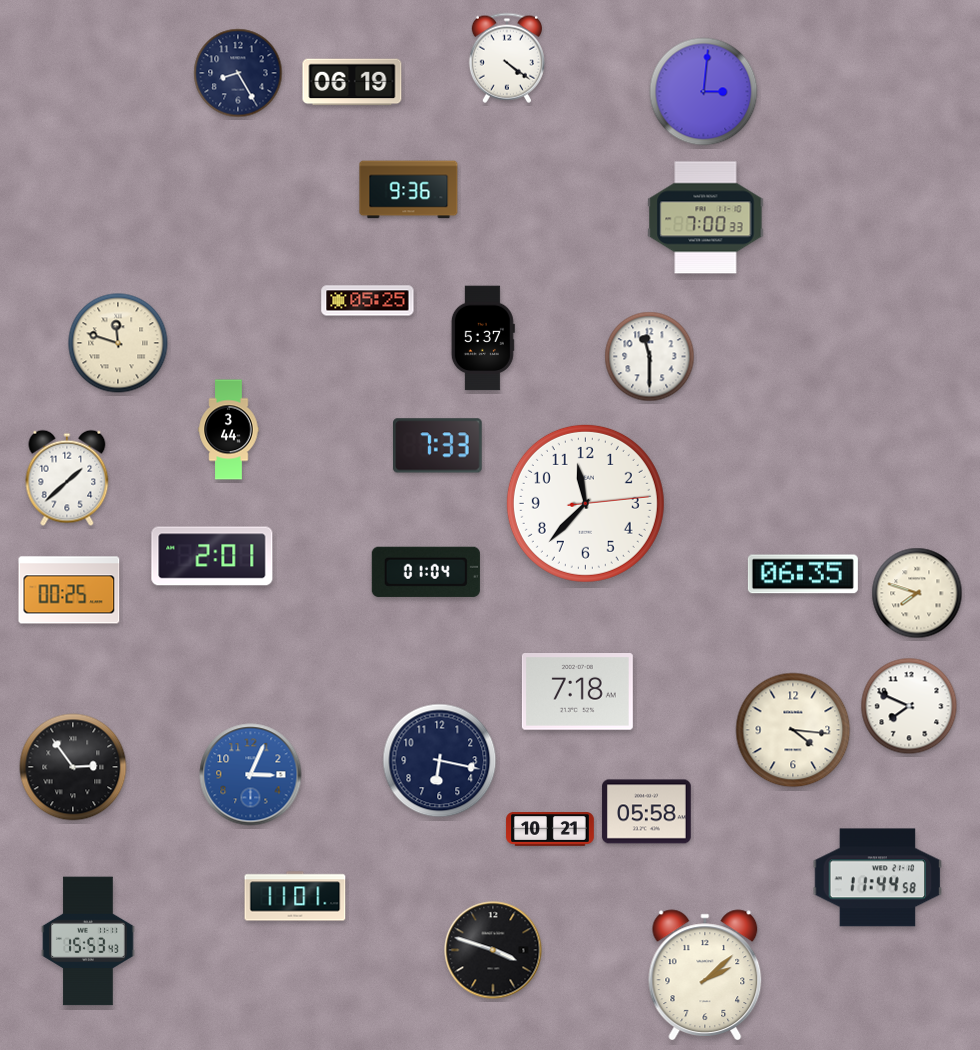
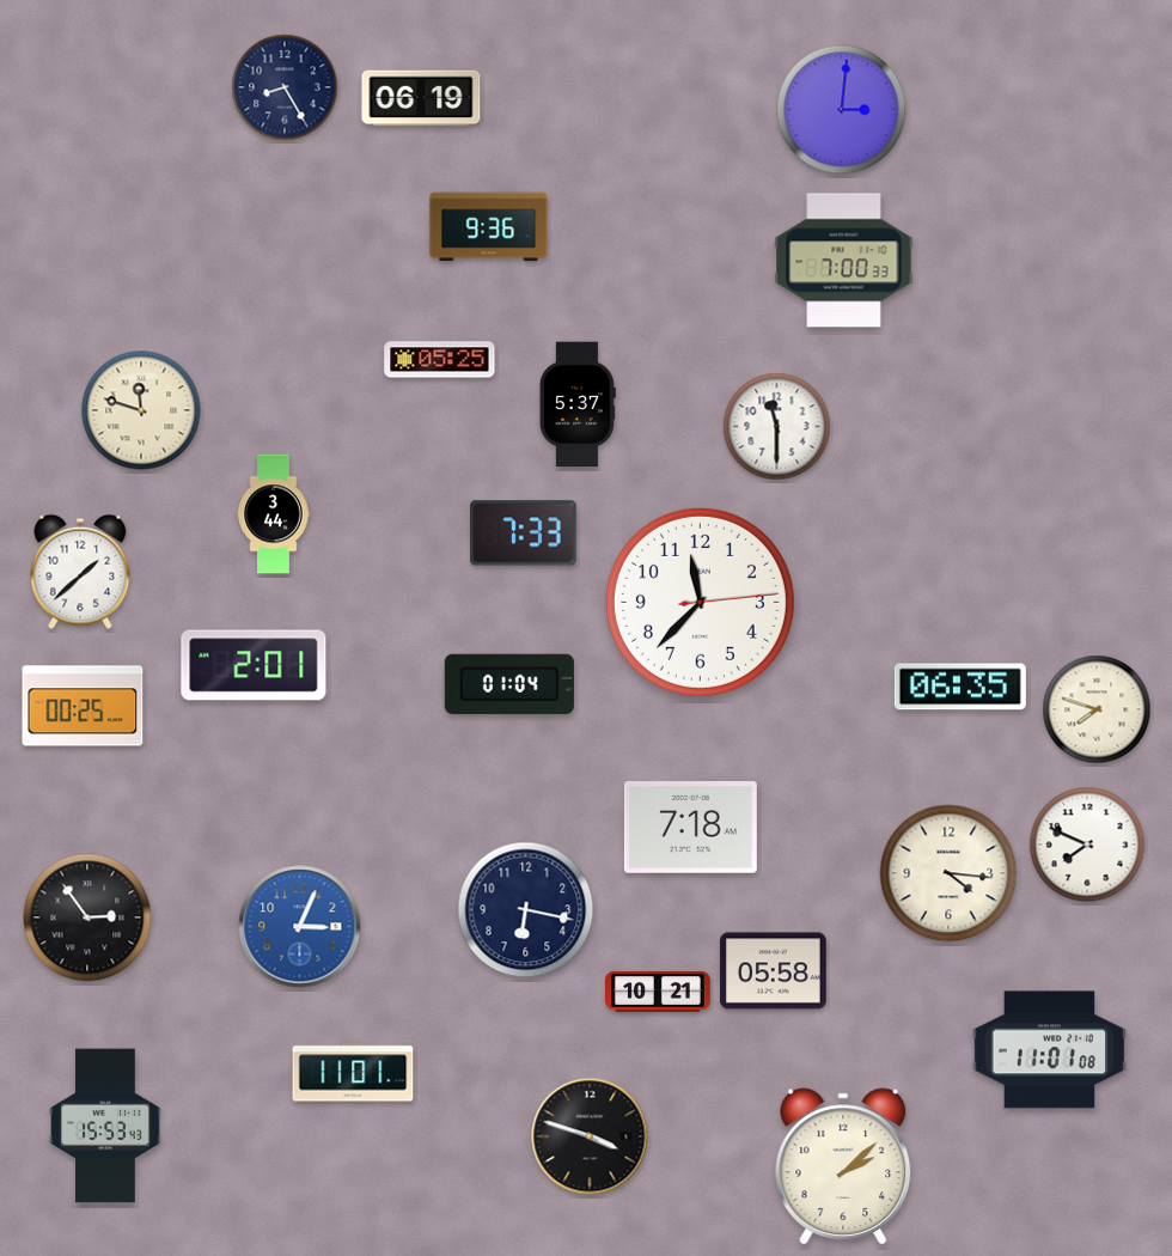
clock at (507, 58): 4:21 -> none
clock at (878, 878): 11:44 -> 11:01
